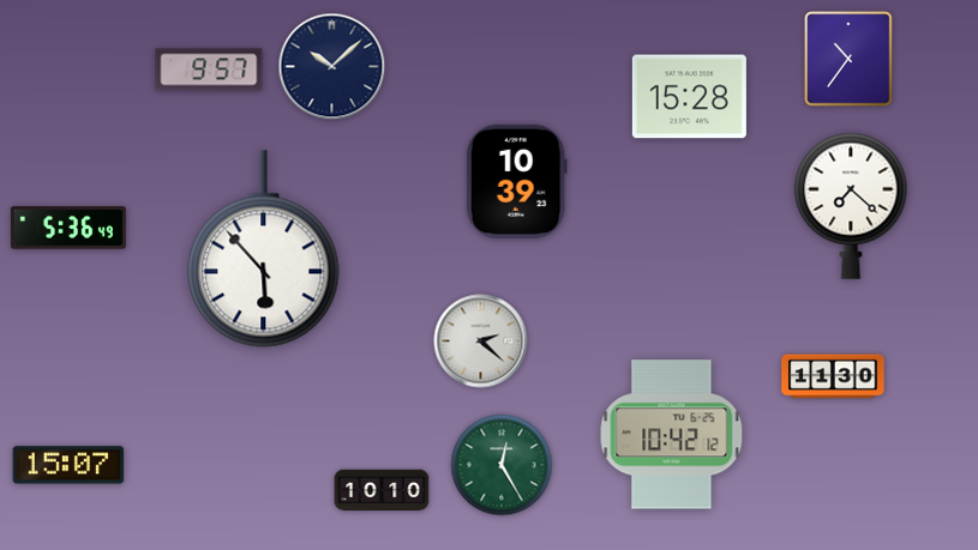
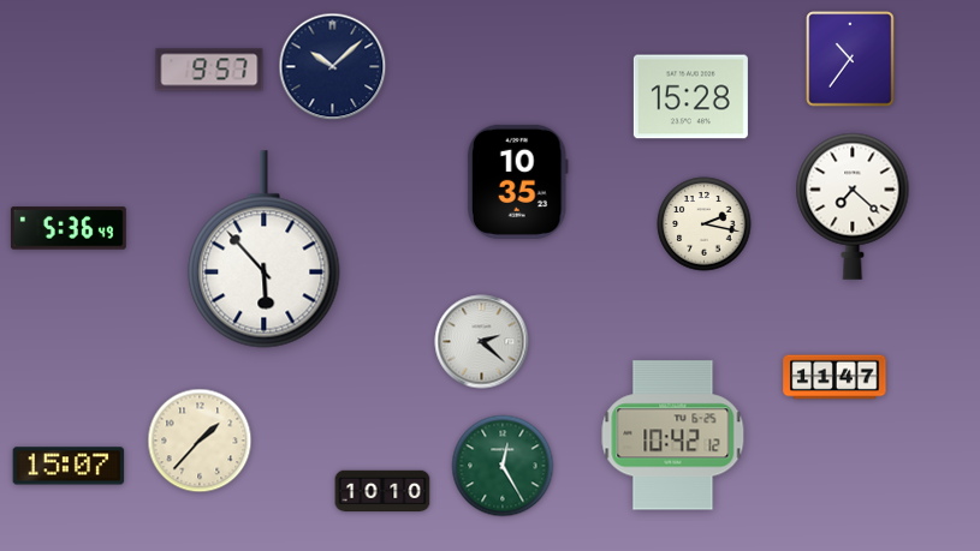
clock at (516, 181): 10:39 -> 10:35
clock at (705, 224): none -> 2:17
clock at (833, 376): 11:30 -> 11:47
clock at (200, 441): none -> 1:37
